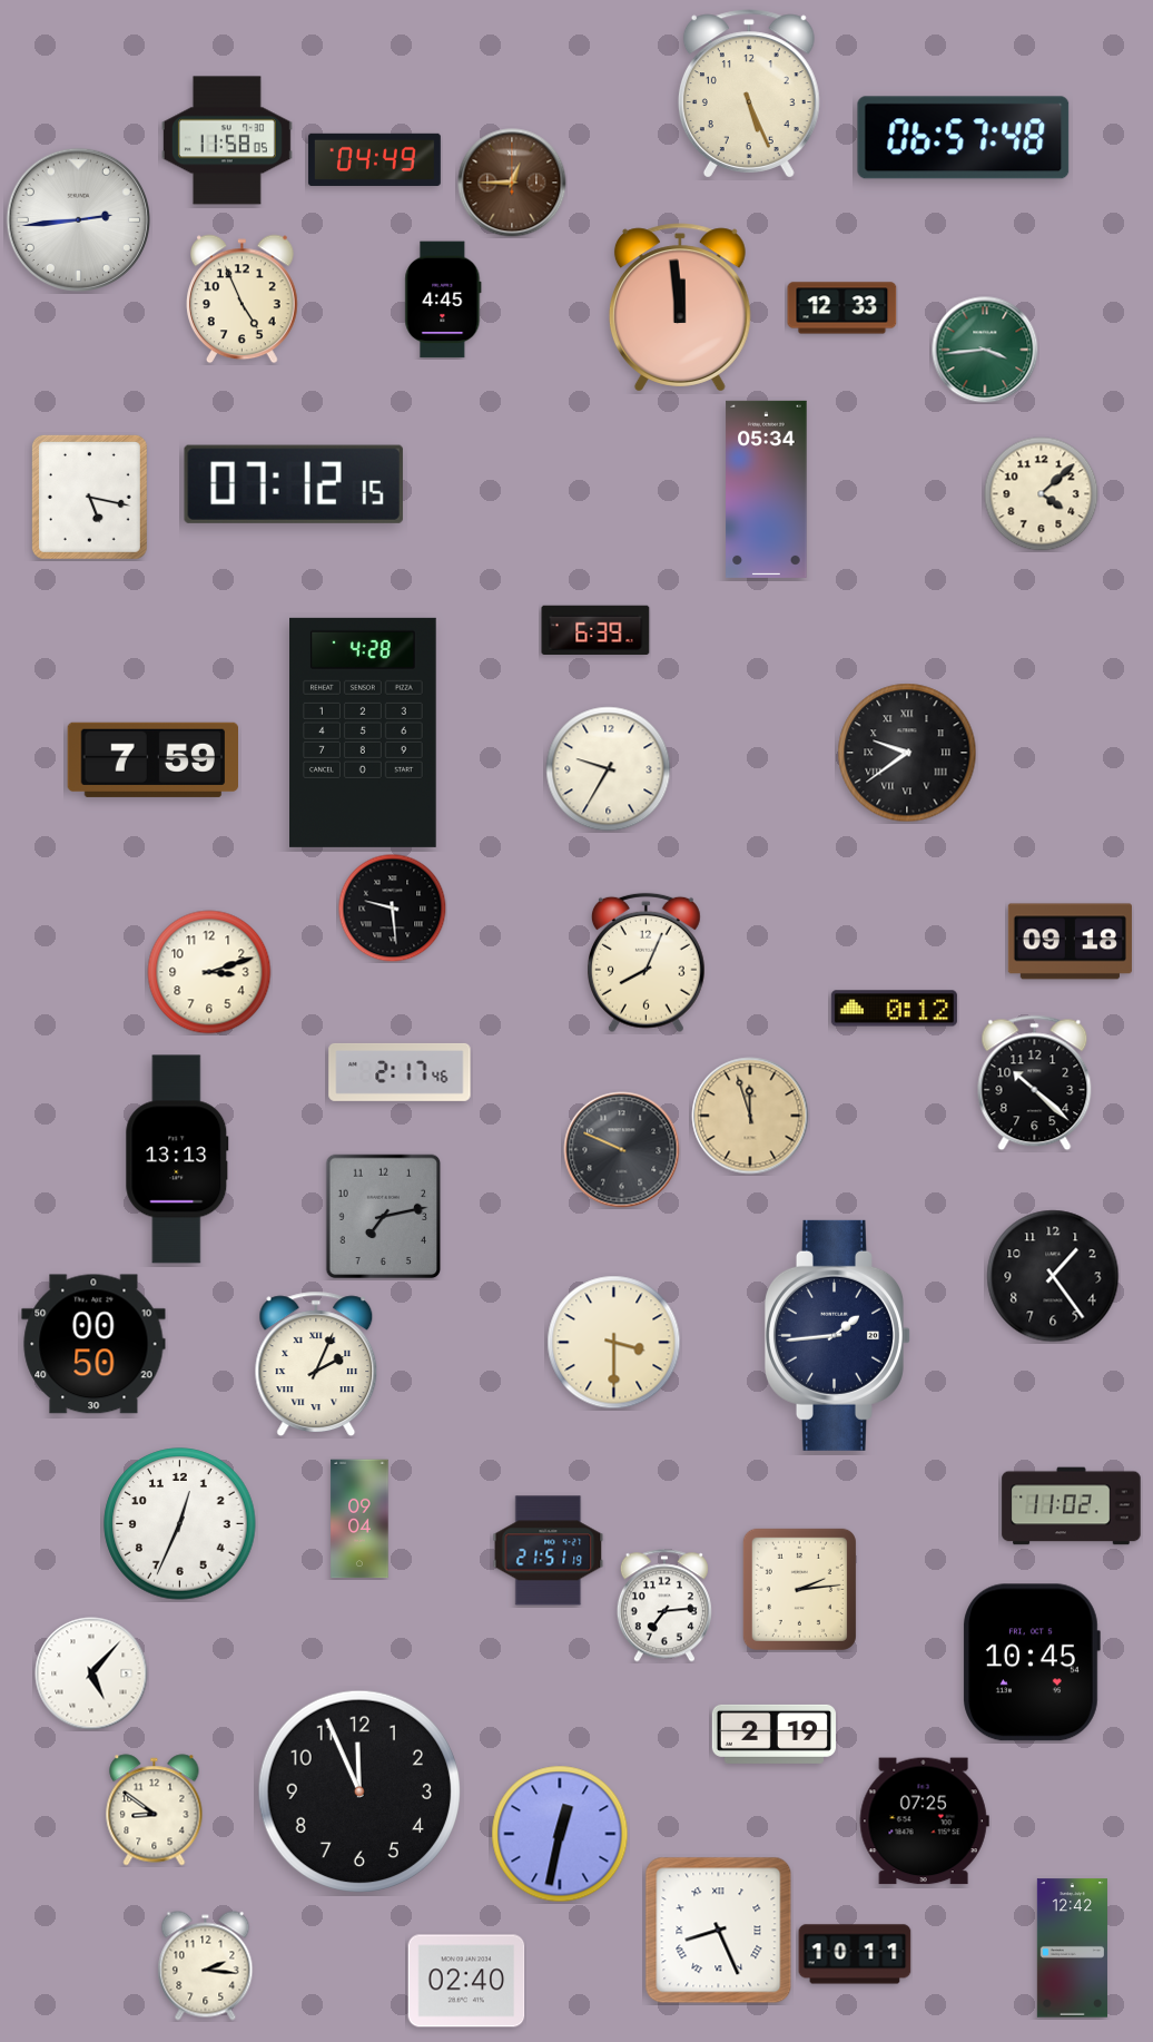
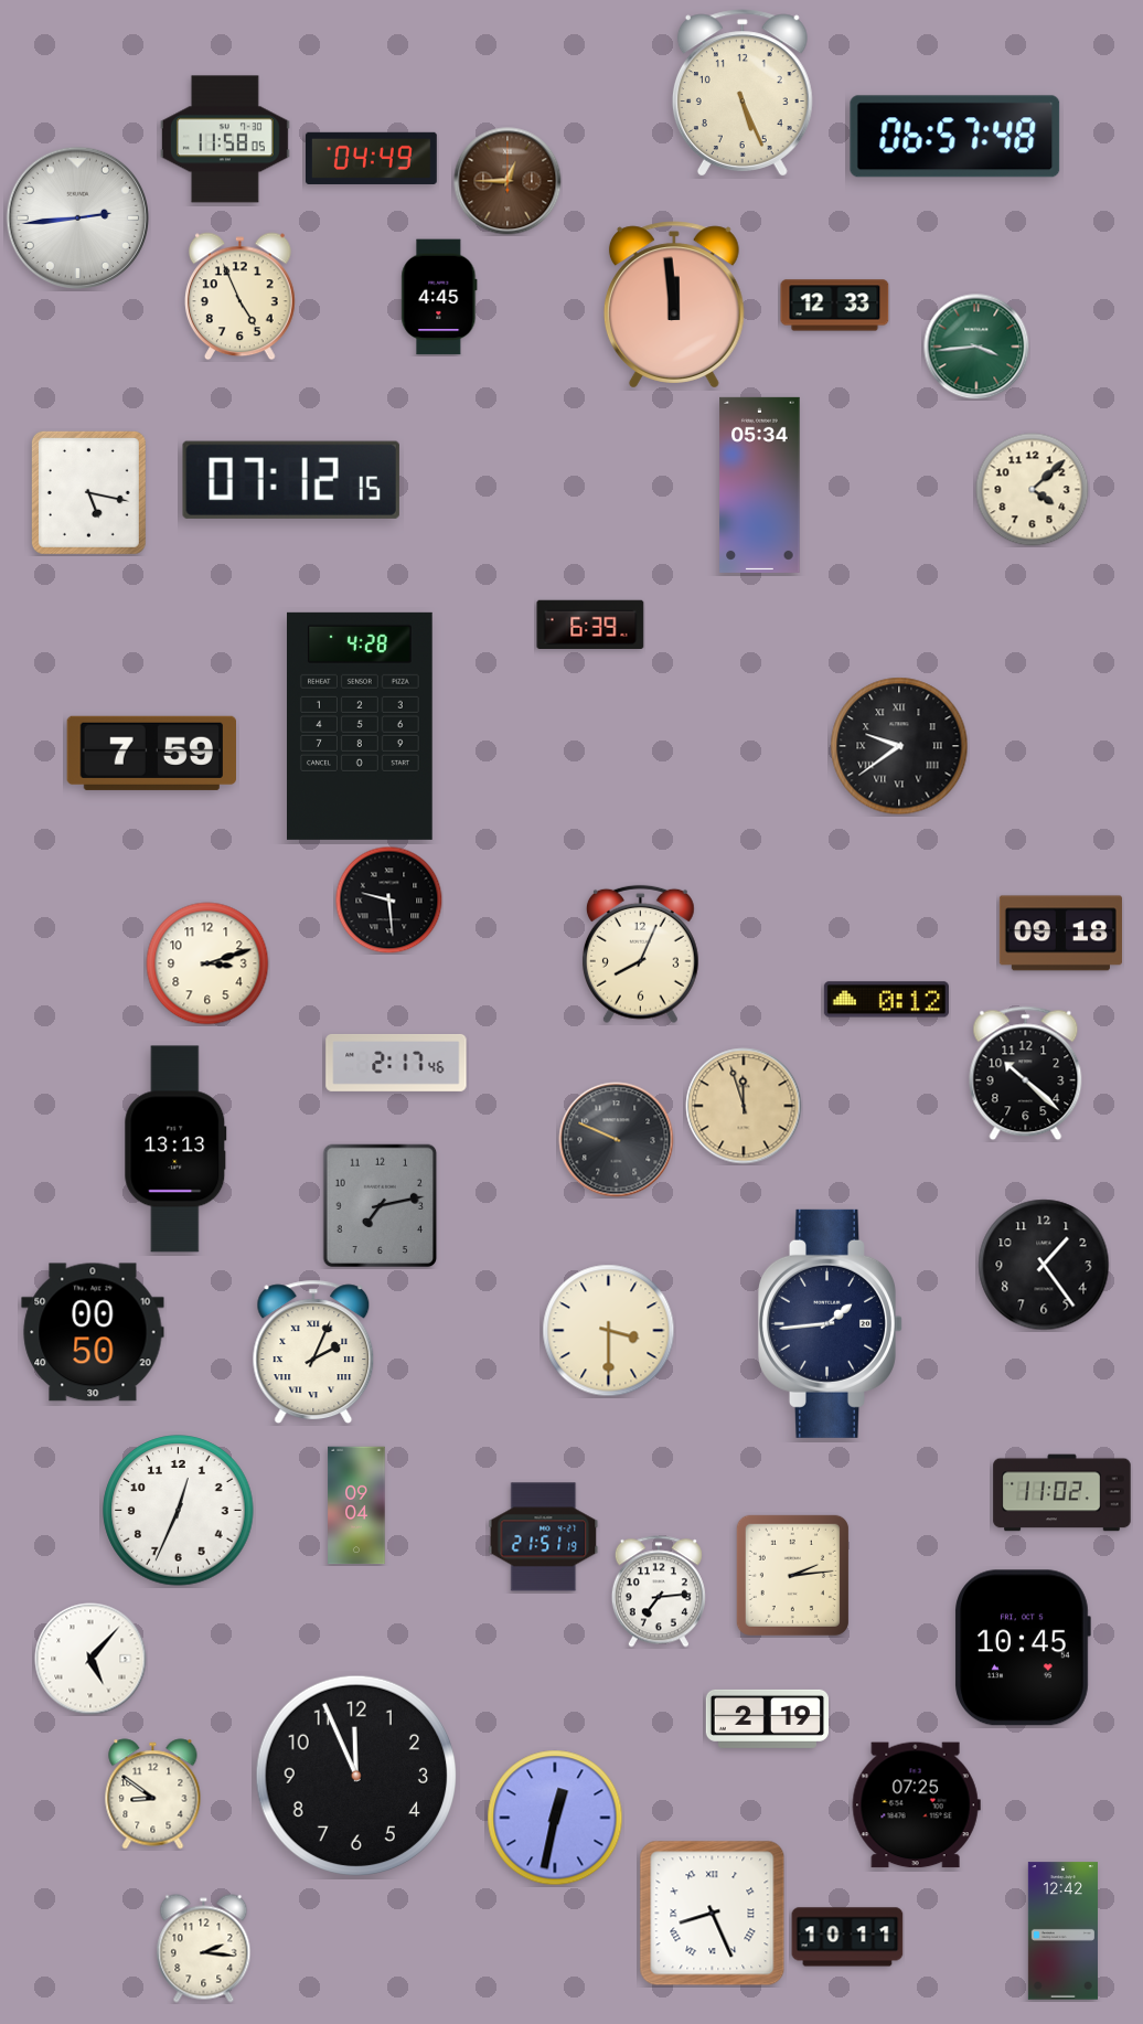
clock at (609, 769): 9:35 -> none
clock at (466, 1981): 02:40 -> none
